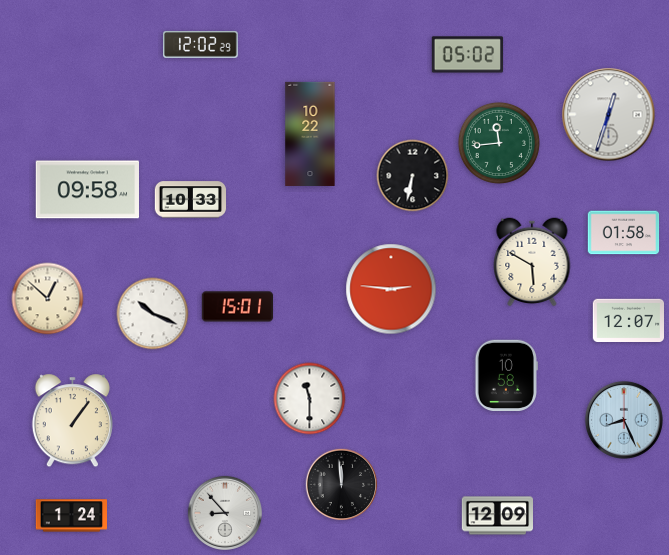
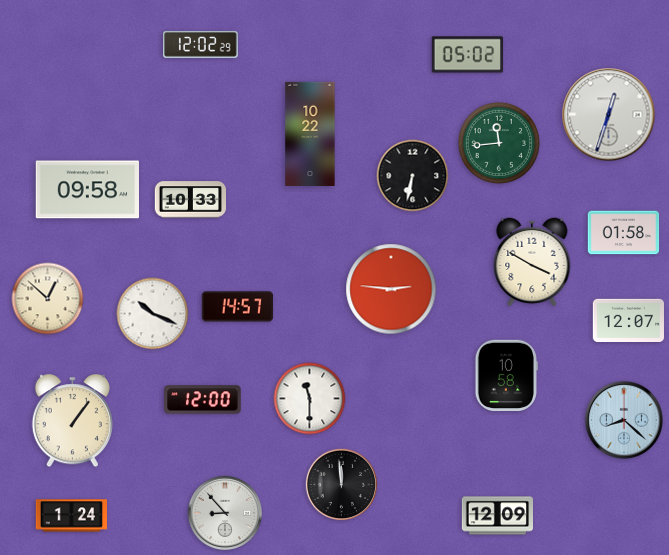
clock at (532, 262): 5:50 -> 3:50
clock at (237, 307): 15:01 -> 14:57
clock at (203, 400): none -> 12:00
clock at (624, 420): 8:26 -> 8:22
